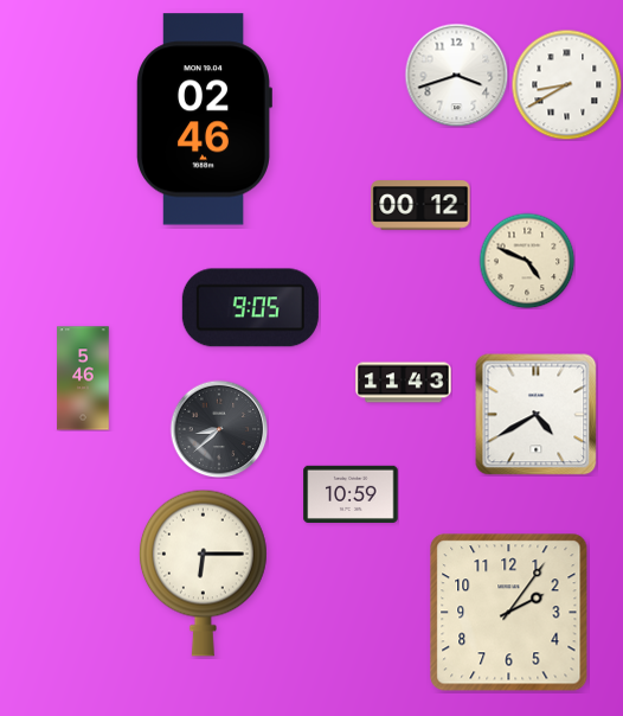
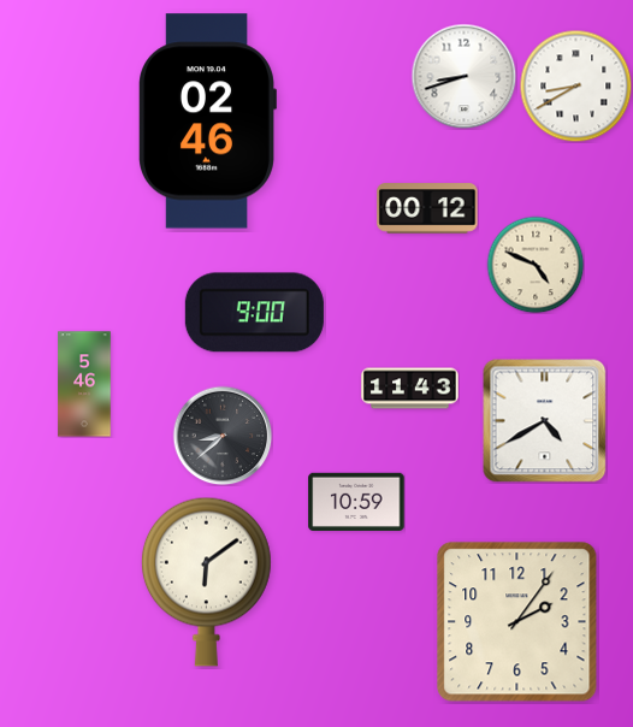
clock at (456, 75): 3:42 -> 8:42
clock at (250, 308): 9:05 -> 9:00
clock at (203, 573): 6:15 -> 6:09
